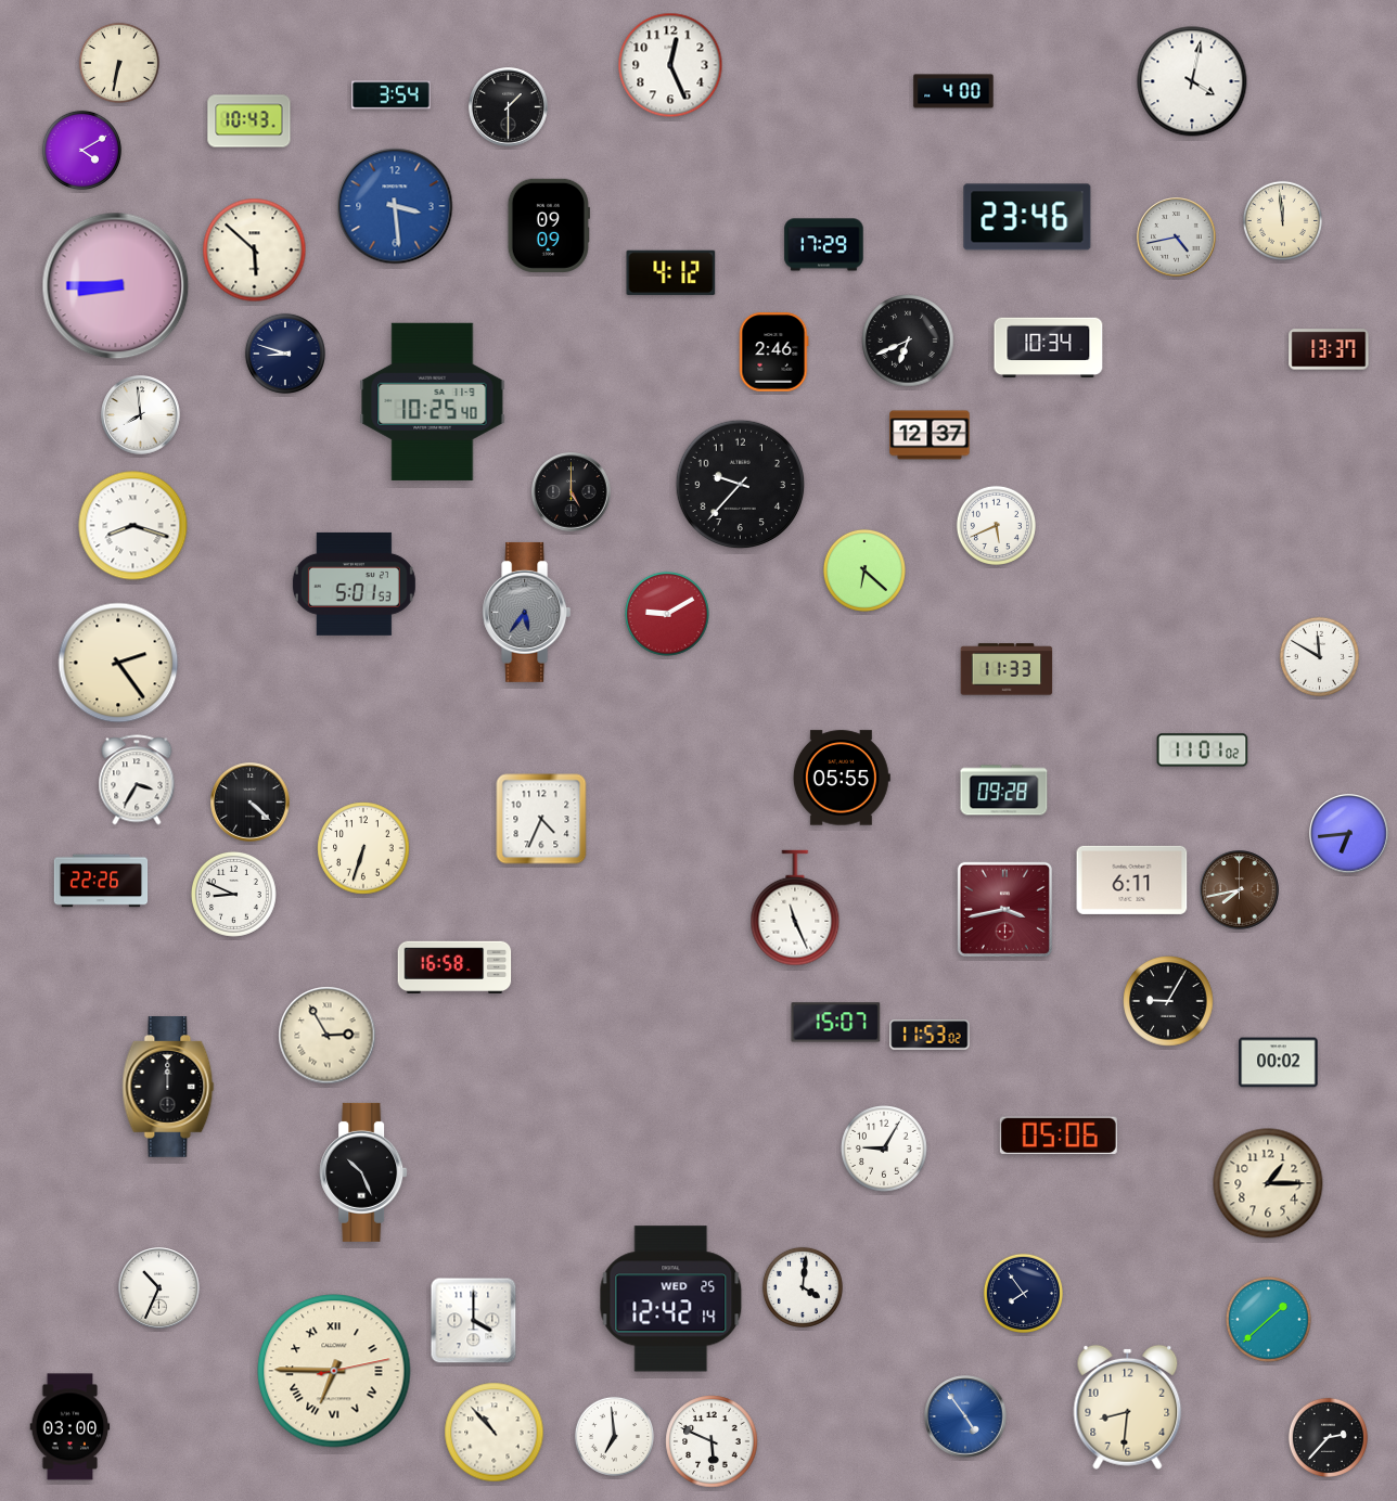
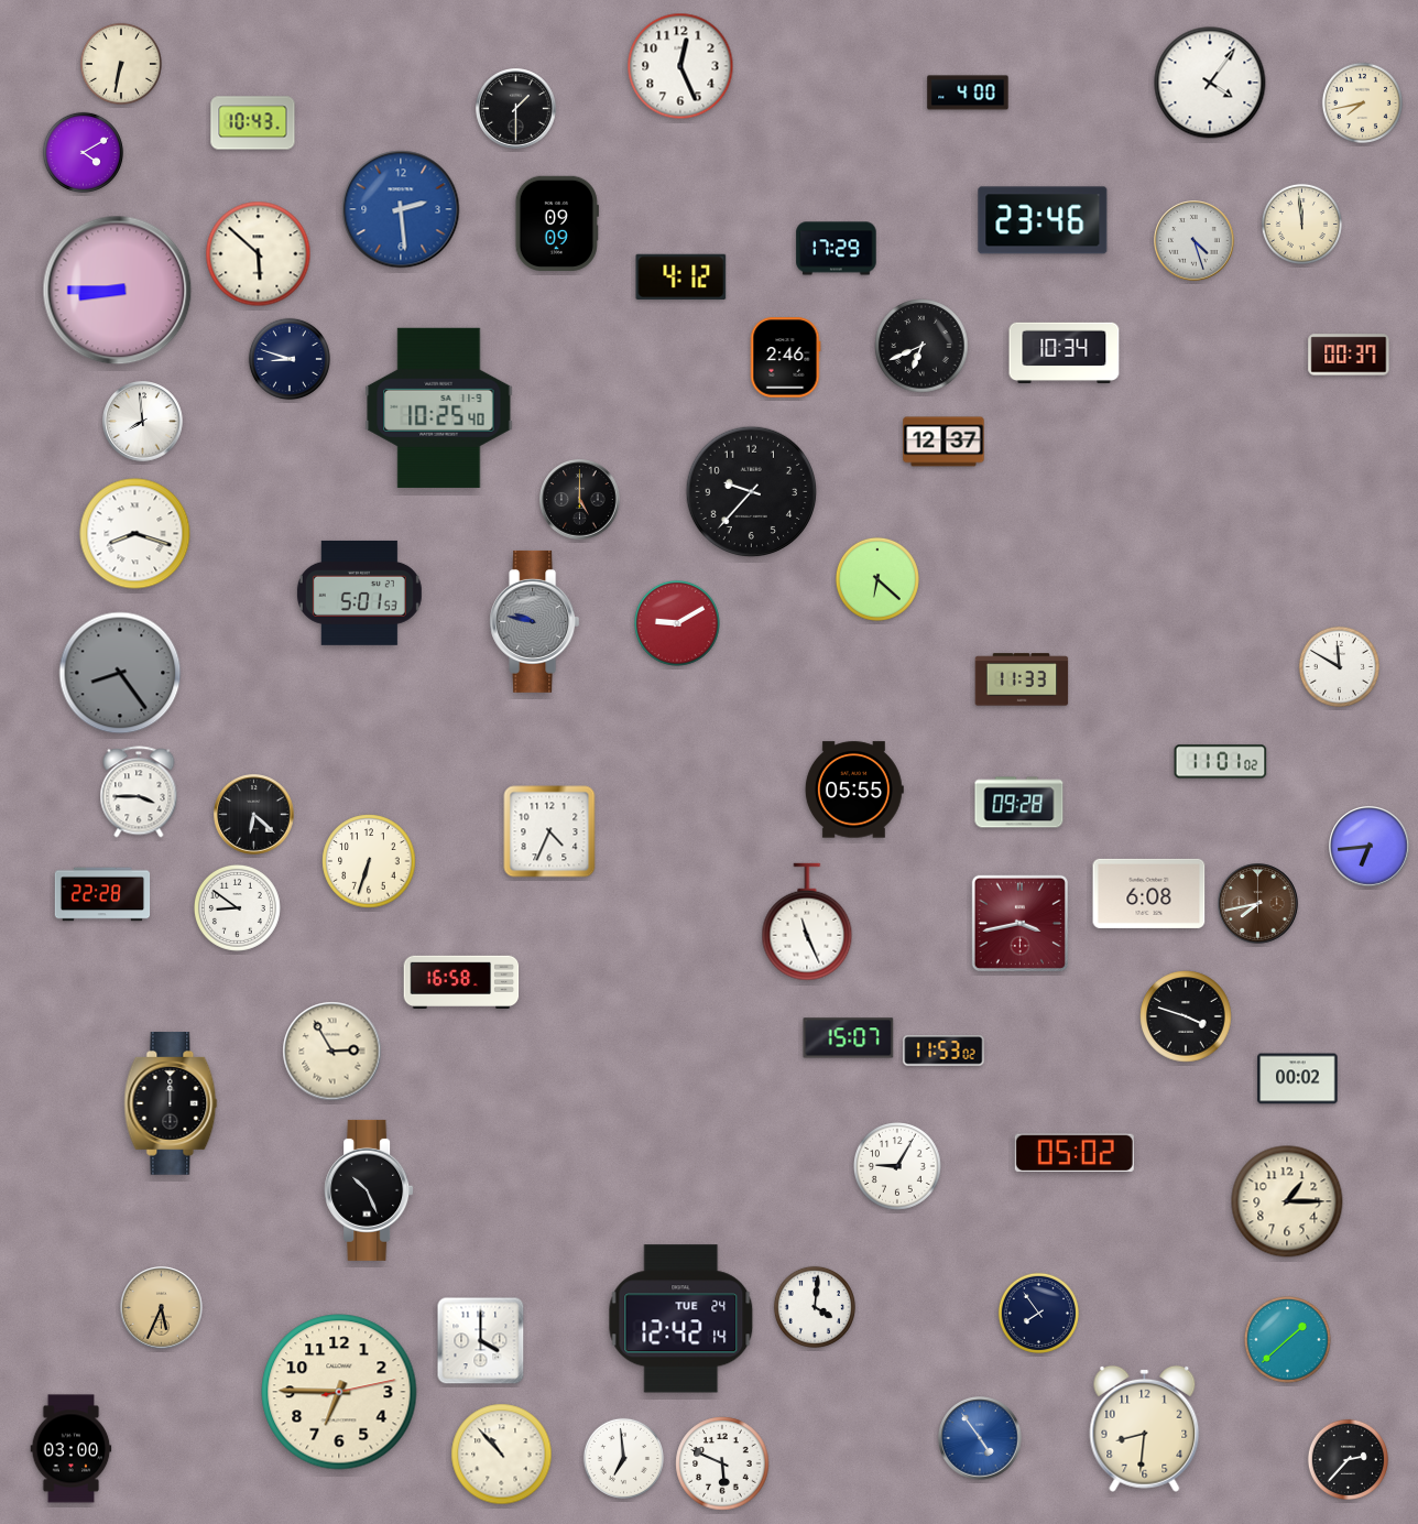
clock at (1192, 81): 4:02 -> 4:06
clock at (392, 95): 3:54 -> none
clock at (1362, 102): none -> 7:43
clock at (395, 206): 3:29 -> 2:29
clock at (549, 224) position: (549, 224) -> (557, 222)
clock at (1177, 238): 4:43 -> 4:27
clock at (1329, 349): 13:37 -> 00:37
clock at (996, 525): 5:41 -> none
clock at (527, 612): 5:36 -> 9:47
clock at (118, 663): 2:24 -> 8:24
clock at (118, 663) dial: cream -> grey
clock at (137, 780): 3:35 -> 3:45
clock at (251, 803): 4:22 -> 6:22
clock at (1132, 880): 6:11 -> 6:08
clock at (101, 881): 22:26 -> 22:28
clock at (233, 894): 8:49 -> 8:51
clock at (1168, 1001): 9:05 -> 3:48
clock at (1059, 1136): 05:06 -> 05:02
clock at (159, 1288): 10:34 -> 5:34
clock at (159, 1288) dial: white -> champagne
clock at (671, 1299) date: WED 25 -> TUE 24
clock at (334, 1371) numerals: Roman -> Arabic
